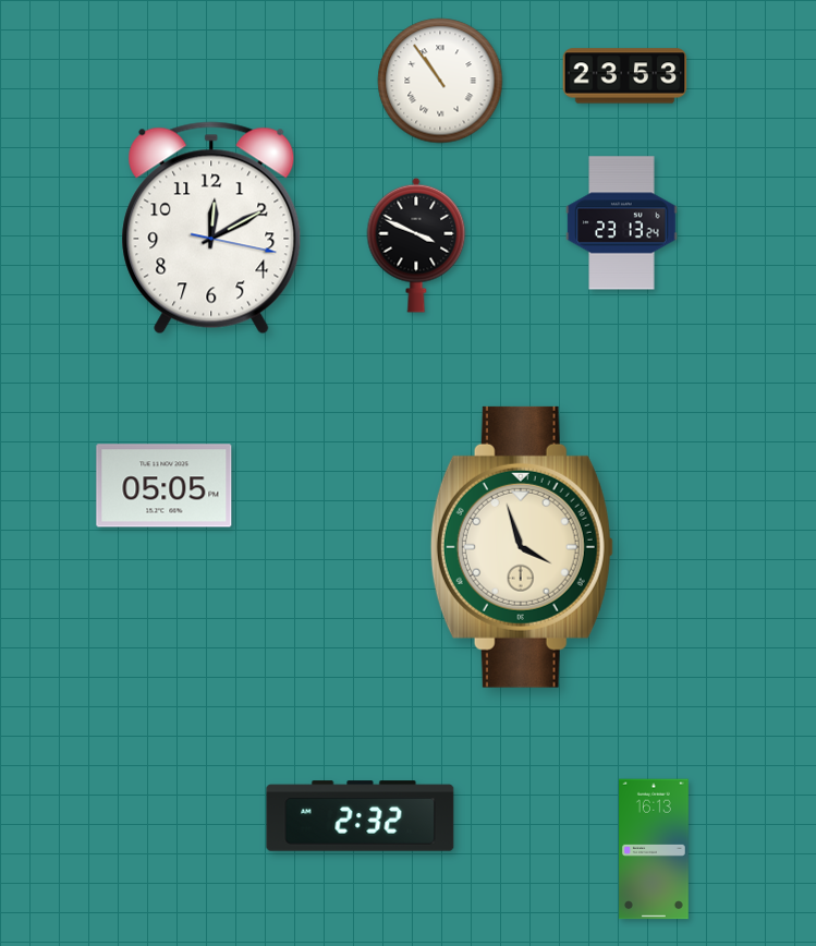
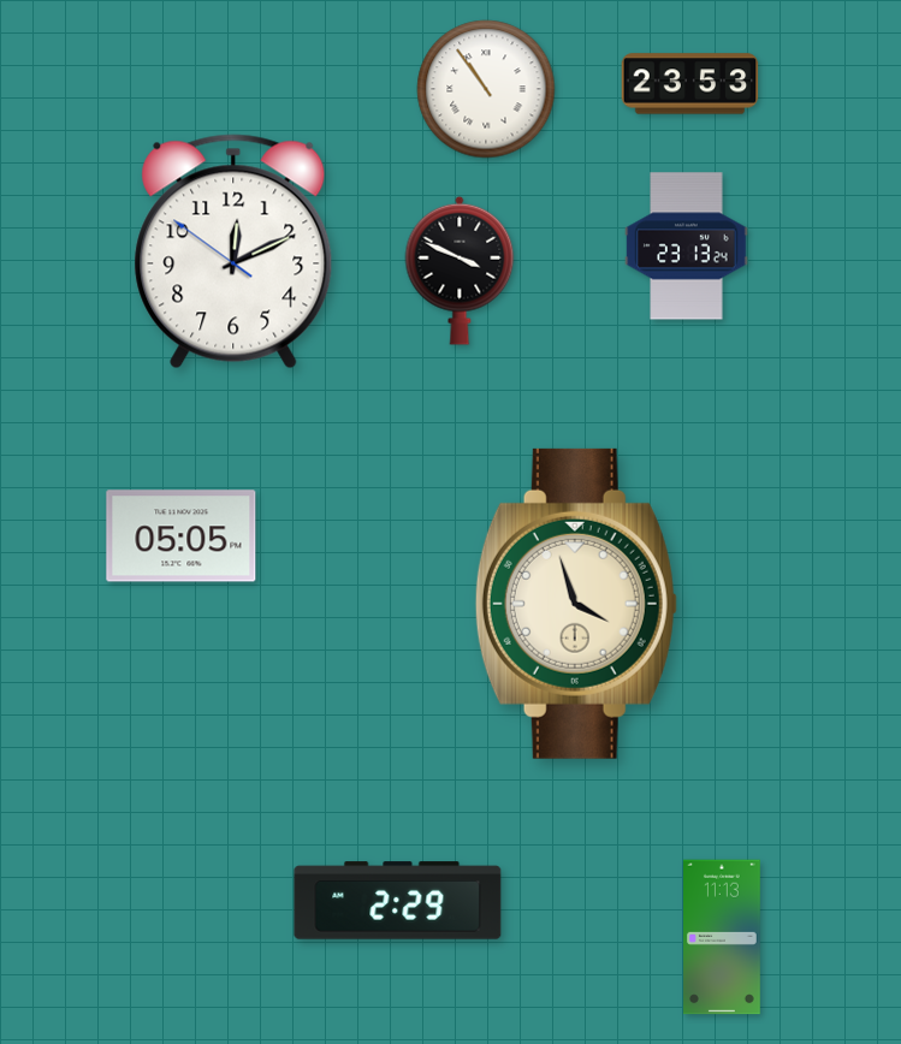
clock at (211, 228): 12:10:17 -> 12:10:51
clock at (361, 816): 2:32 -> 2:29
clock at (655, 849): 16:13 -> 11:13
